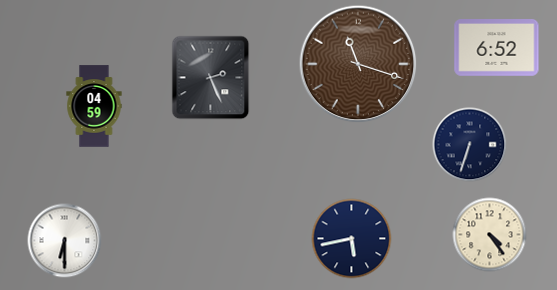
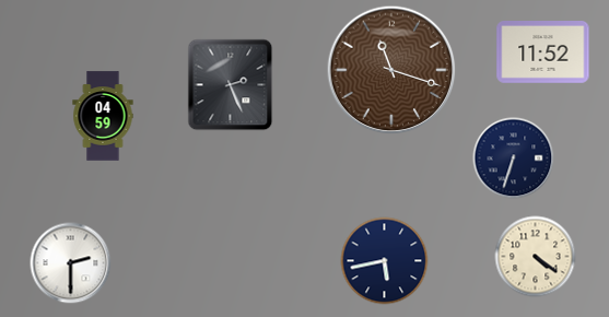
clock at (497, 48): 6:52 -> 11:52
clock at (490, 235): 4:24 -> 4:21
clock at (65, 241): 6:30 -> 2:30
